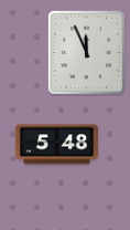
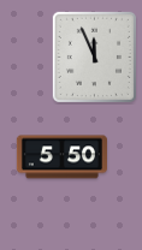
clock at (56, 145): 5:48 -> 5:50
